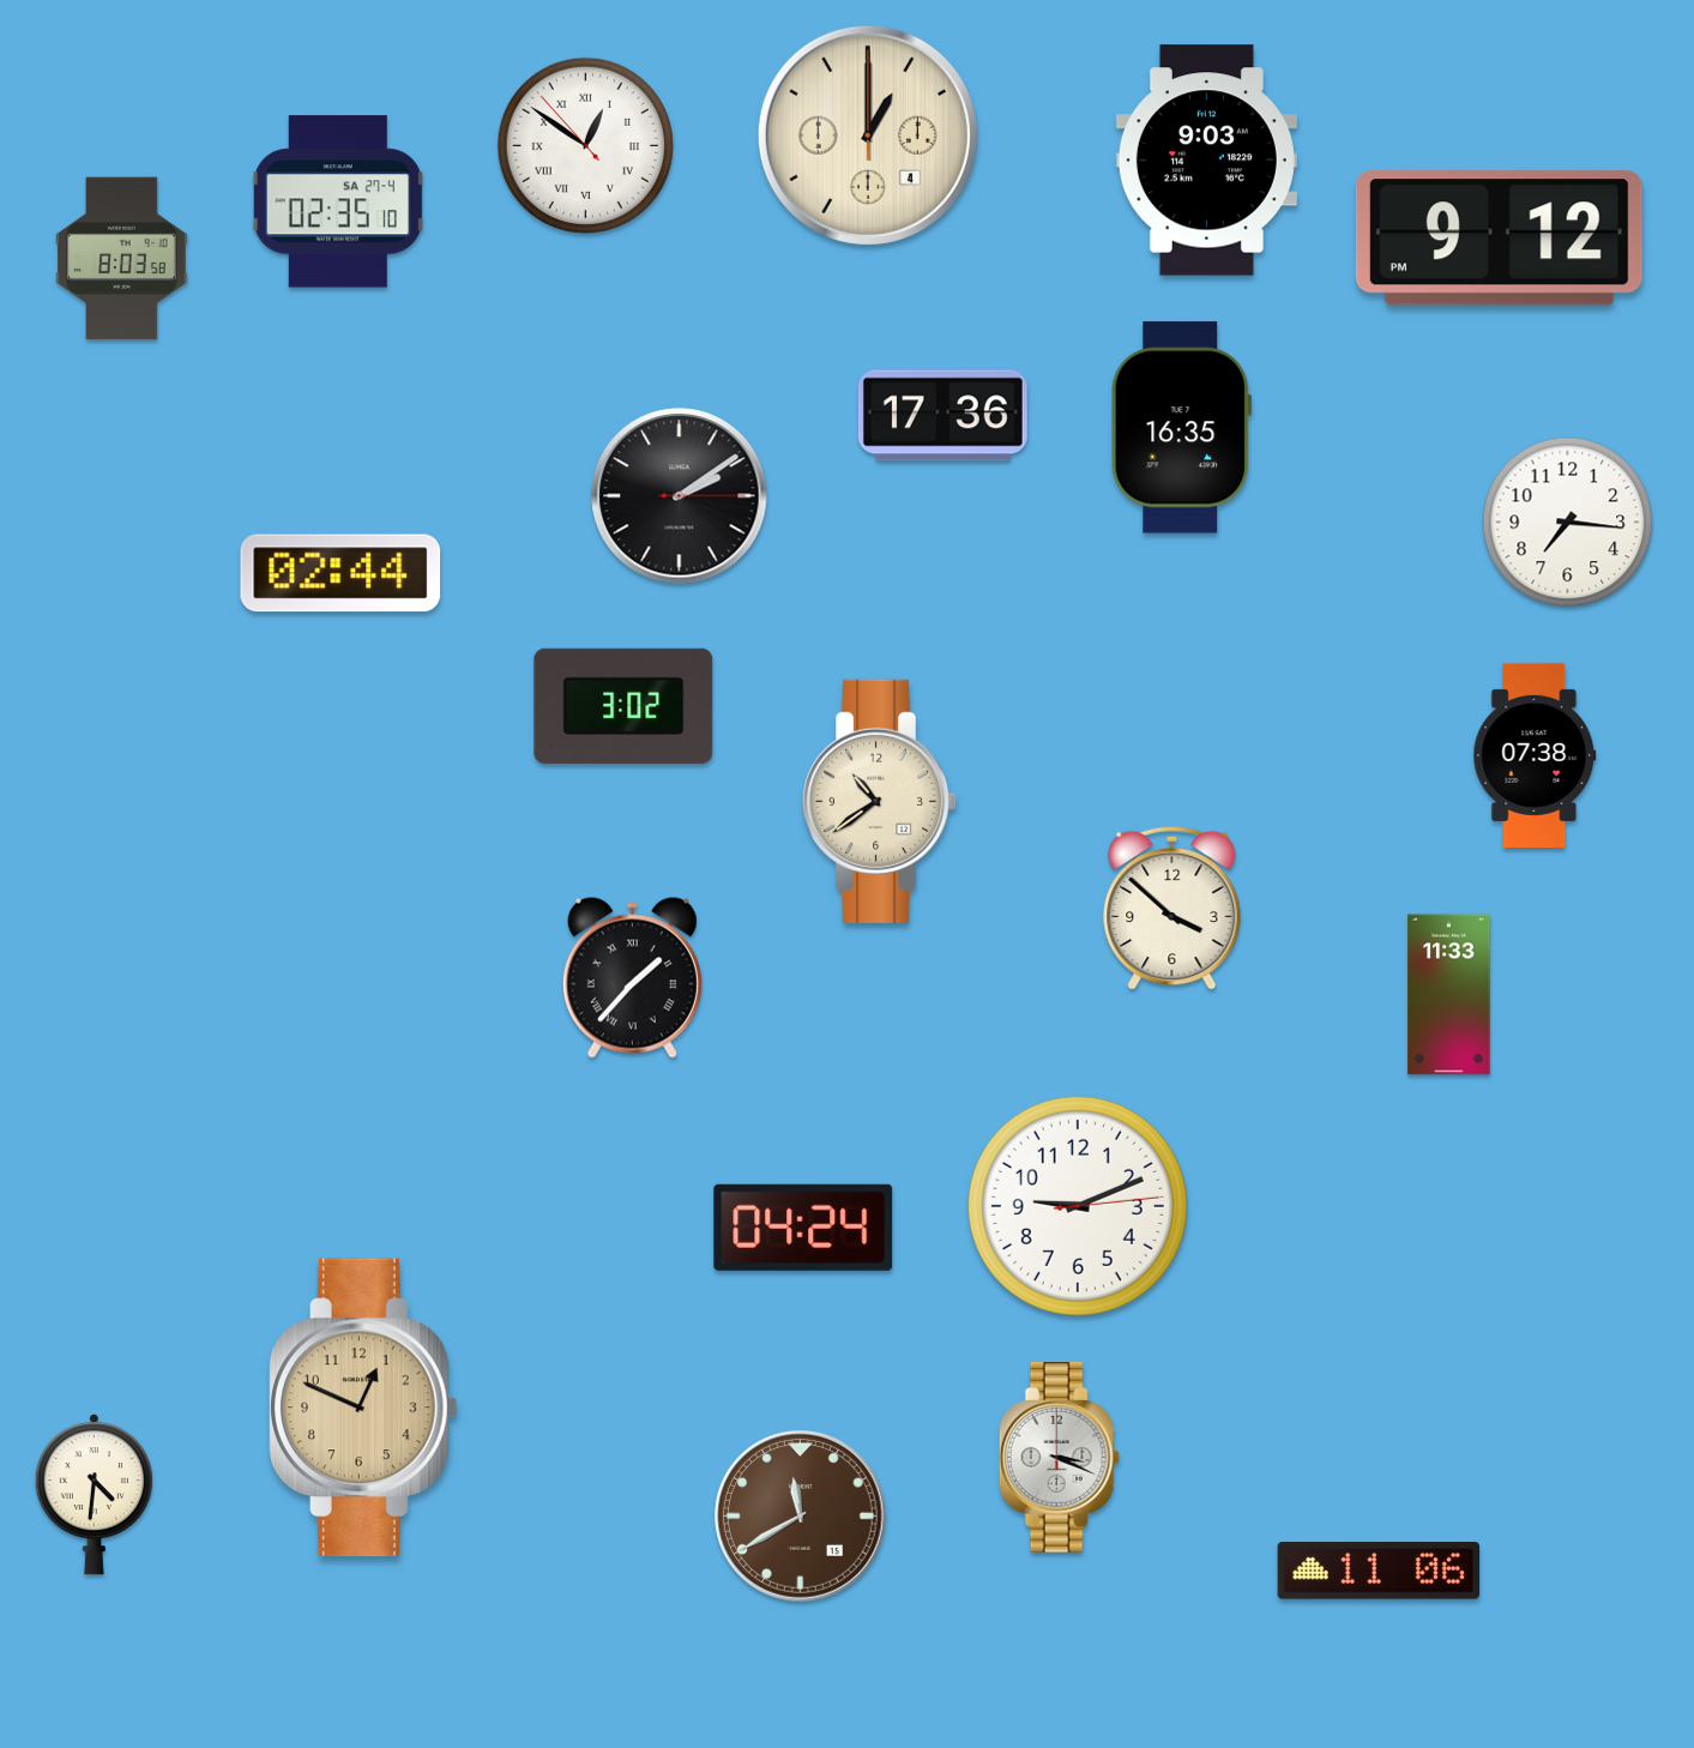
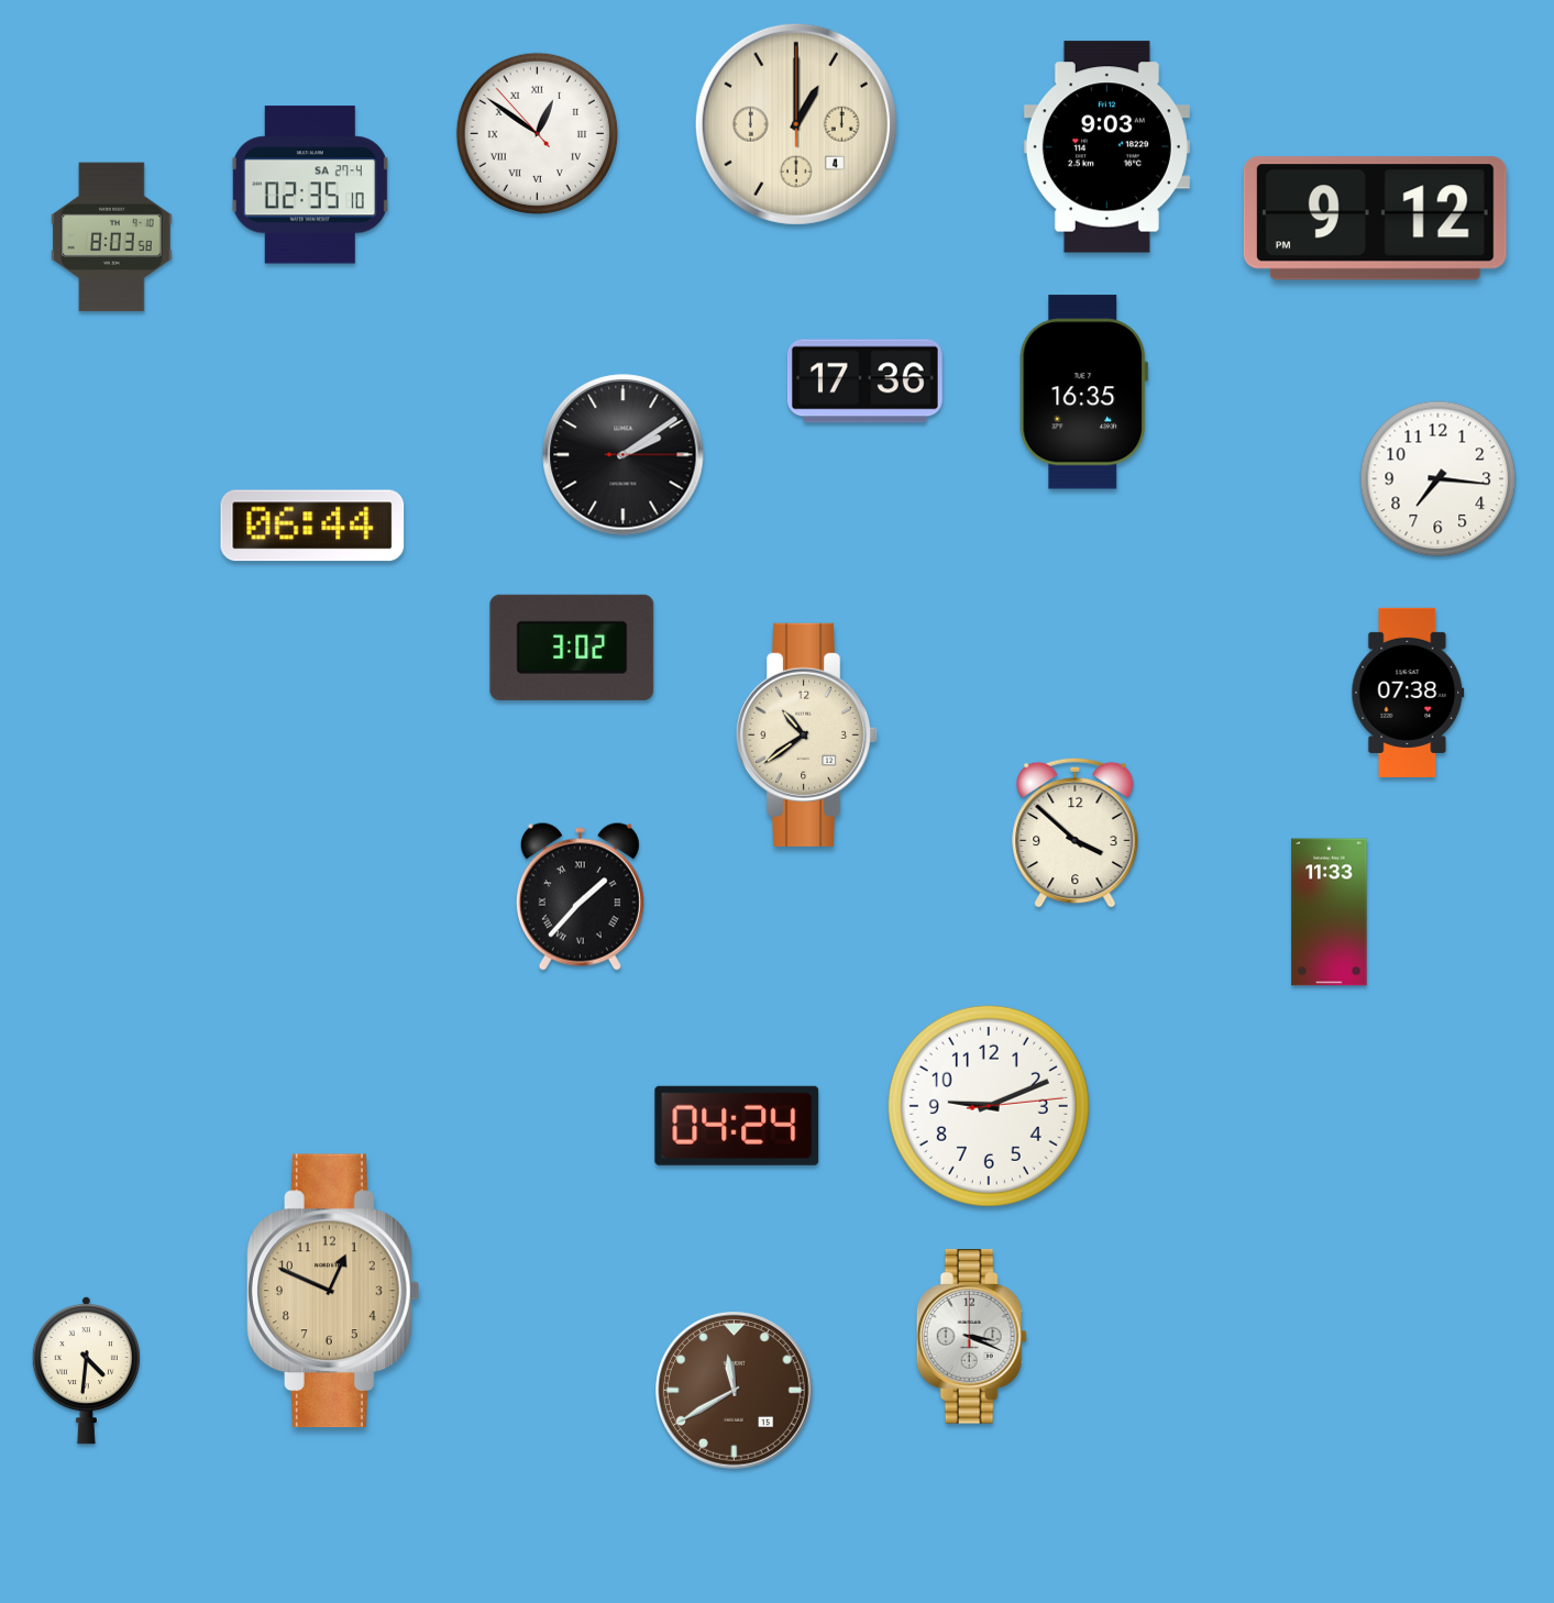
clock at (340, 573): 02:44 -> 06:44
clock at (1379, 1571): 11:06 -> none
